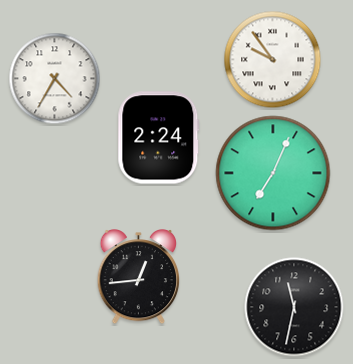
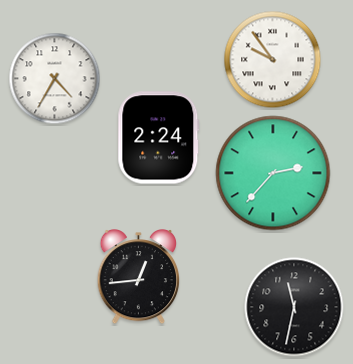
clock at (273, 173): 7:04 -> 2:37
